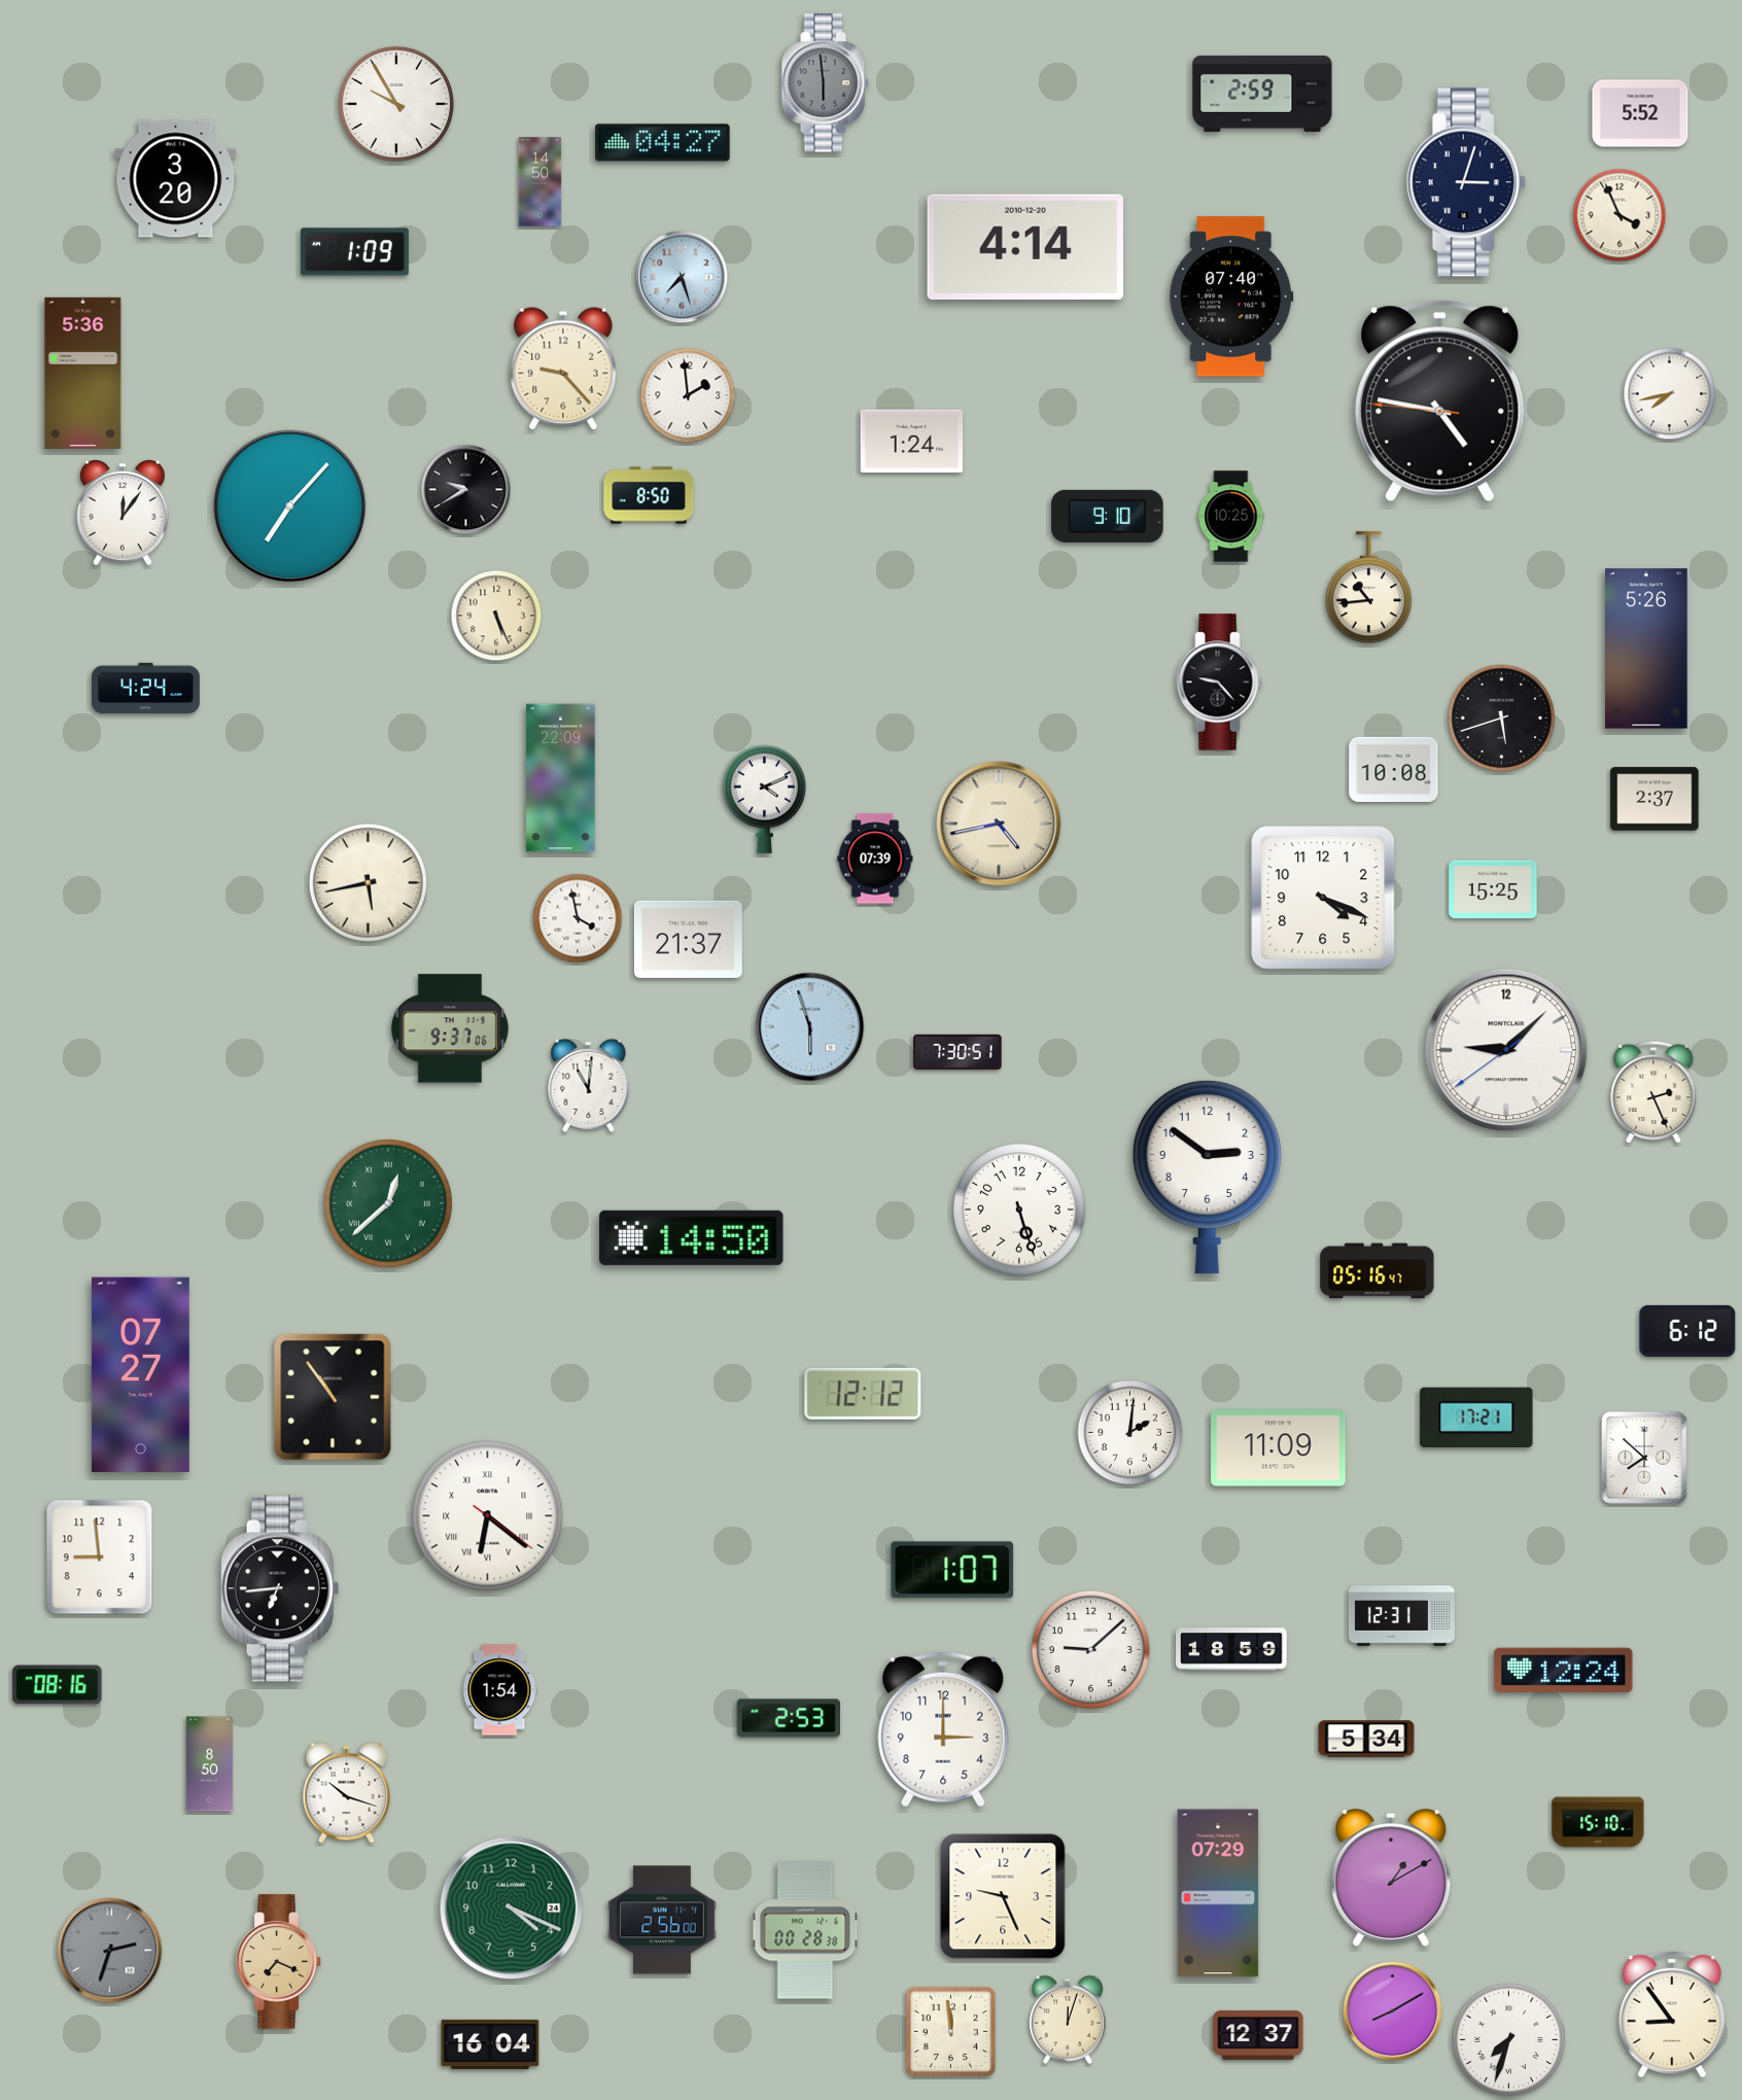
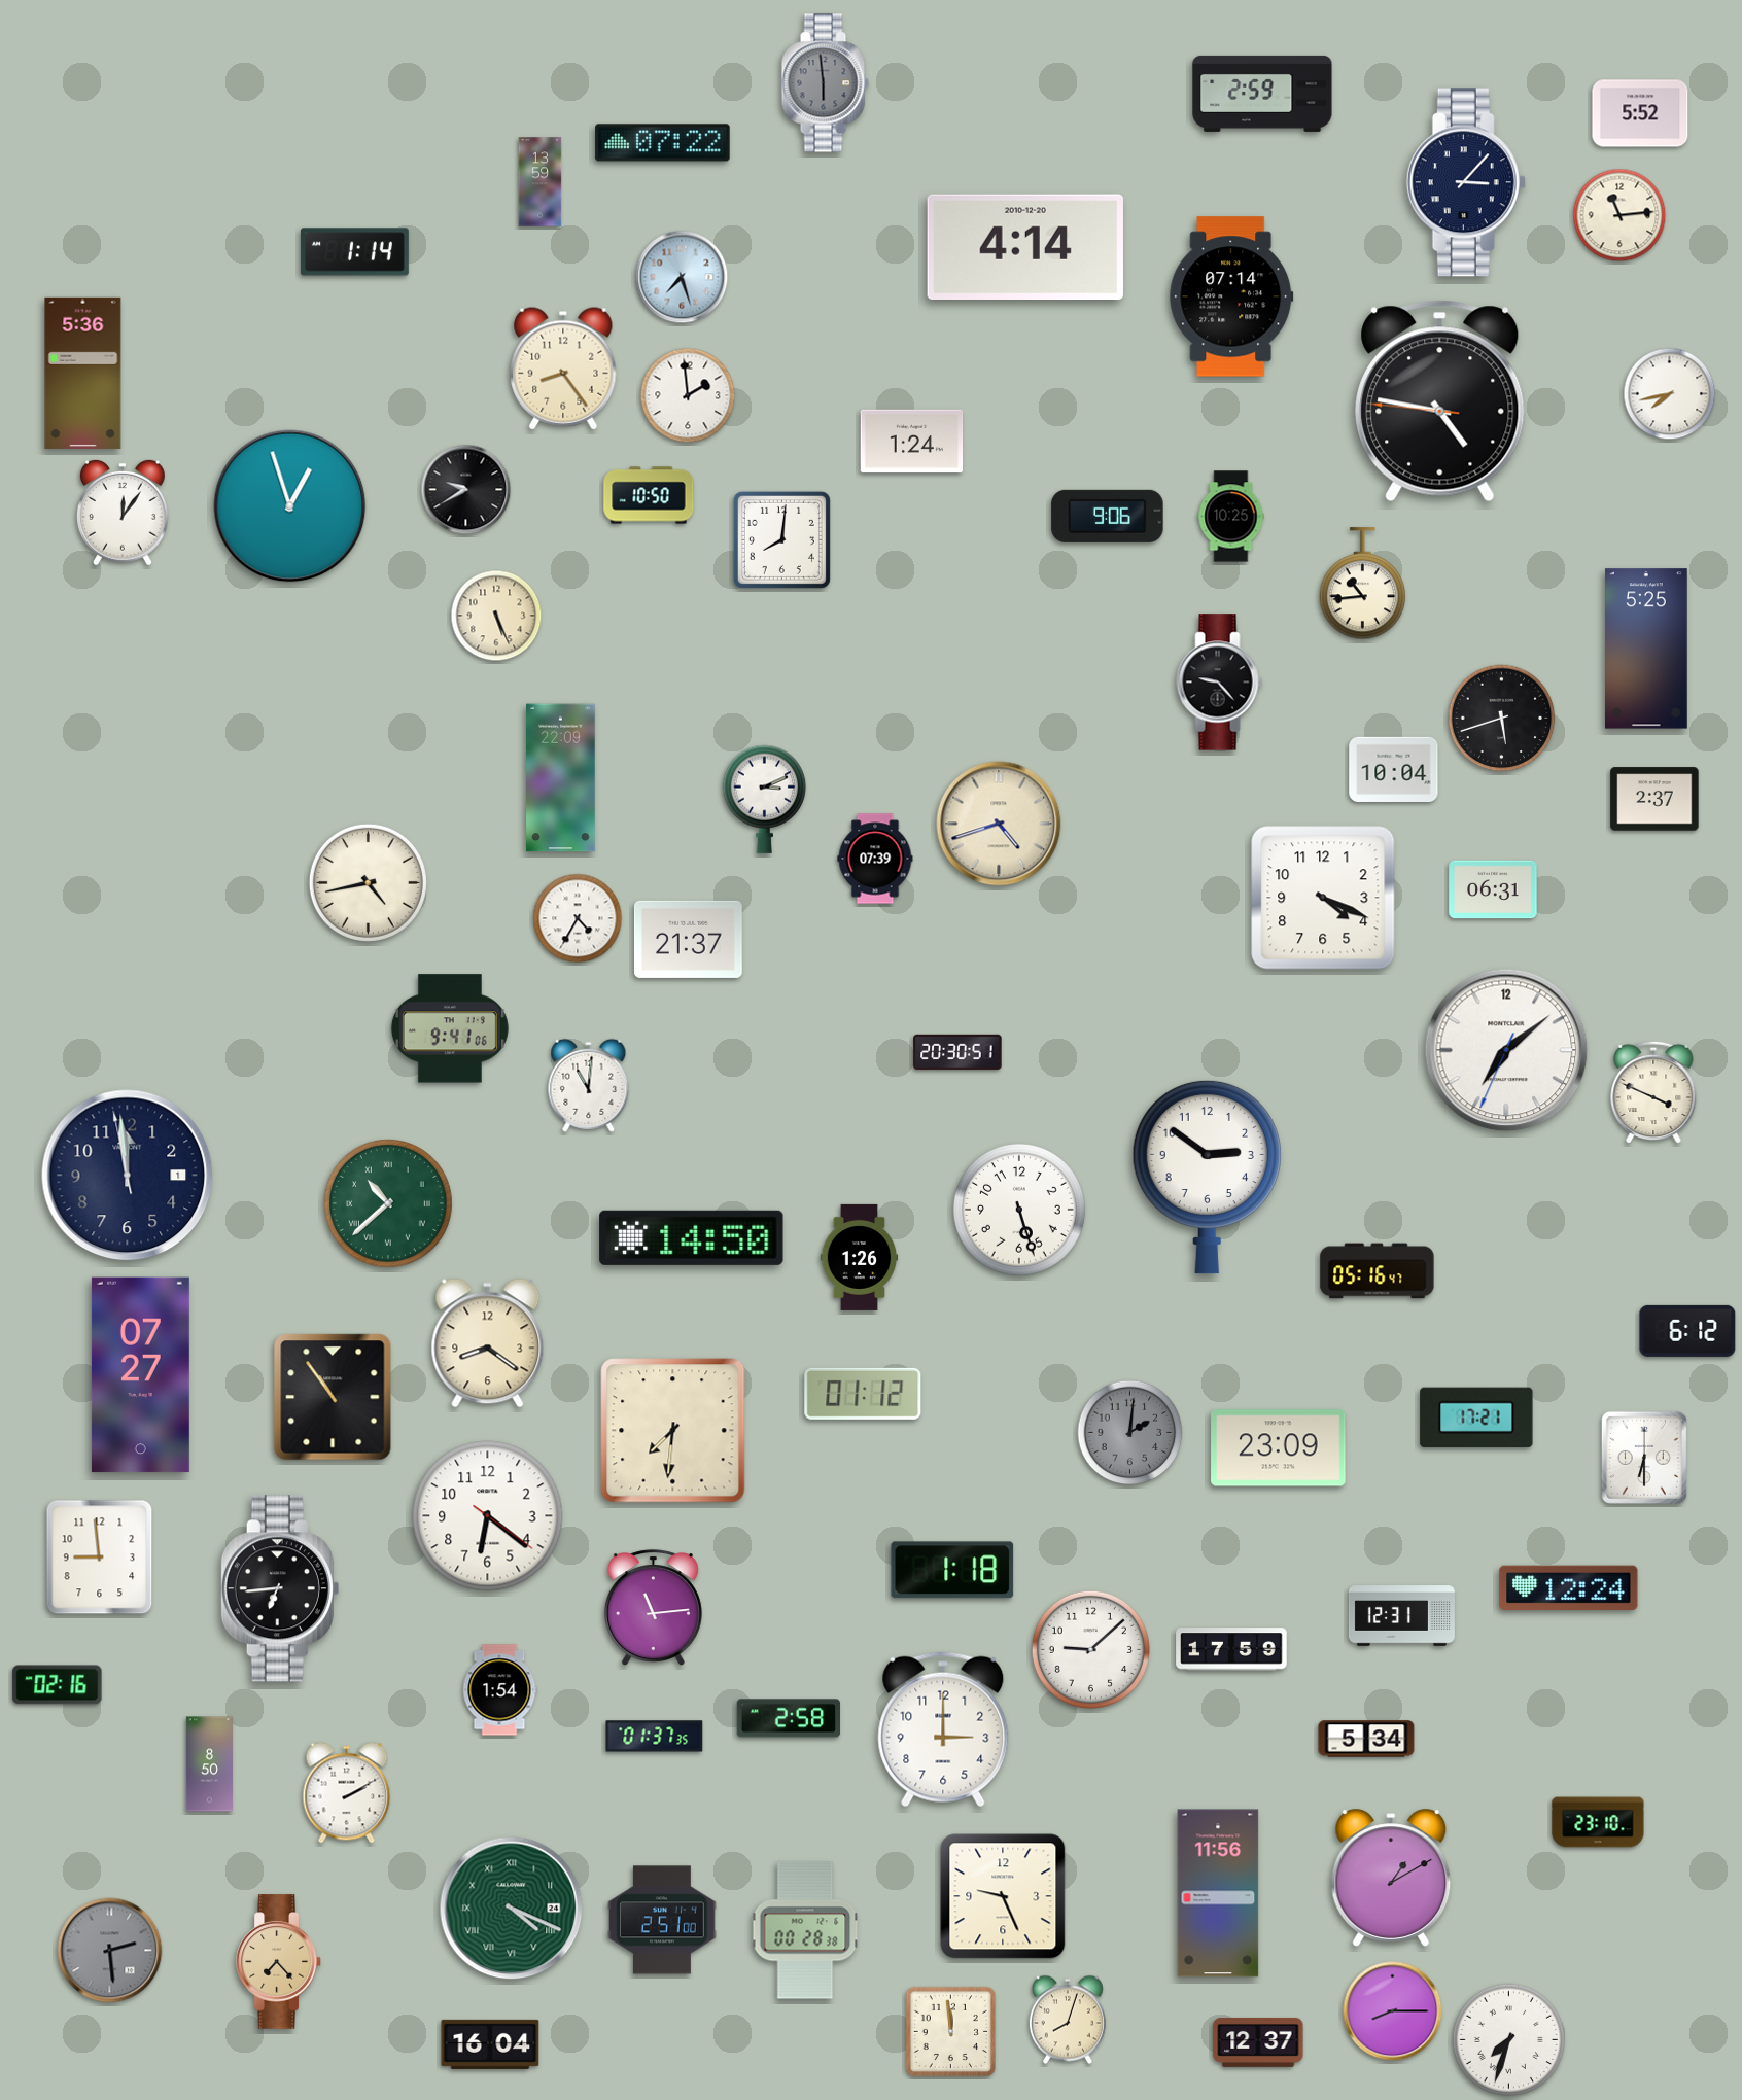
clock at (396, 104): 9:55 -> none
clock at (663, 143): 04:27 -> 07:22
clock at (176, 179): 3:20 -> none
clock at (541, 182): 14:50 -> 13:59
clock at (1466, 182): 3:03 -> 3:07
clock at (1619, 215): 3:56 -> 11:14
clock at (354, 252): 1:09 -> 1:14
clock at (1231, 296): 07:40 -> 07:14
clock at (563, 369): 9:23 -> 8:24
clock at (649, 495): 8:50 -> 10:50
clock at (290, 506): 7:07 -> 12:57
clock at (1108, 516): 9:10 -> 9:06
clock at (781, 539): none -> 8:01
clock at (1368, 588) position: (1368, 588) -> (1362, 584)
clock at (1646, 649): 5:26 -> 5:25
clock at (146, 689): 4:24 -> none
clock at (1394, 769): 10:08 -> 10:04
clock at (765, 799): 4:11 -> 3:11
clock at (999, 824): 4:43 -> 4:42
clock at (368, 882): 5:43 -> 4:43
clock at (1493, 889): 15:25 -> 06:31
clock at (578, 918): 3:58 -> 4:35
clock at (810, 1027): 5:57 -> none
clock at (450, 1028): 9:37 -> 9:41
clock at (1506, 1050): 9:07 -> 7:08
clock at (957, 1052): 7:30 -> 20:30
clock at (1653, 1092): 2:26 -> 3:49
clock at (128, 1176): none -> 11:58
clock at (388, 1203): 12:38 -> 10:38
clock at (860, 1257): none -> 1:26
clock at (488, 1343): none -> 8:21
clock at (863, 1394): 12:12 -> 01:12
clock at (673, 1431): none -> 7:31
clock at (1130, 1433) dial: white -> grey
clock at (1279, 1448): 11:09 -> 23:09
clock at (1644, 1458): 7:52 -> 6:30
clock at (488, 1516) numerals: Roman -> Arabic
clock at (952, 1570): 1:07 -> 1:18
clock at (653, 1608): none -> 11:14
clock at (1231, 1649): 18:59 -> 17:59
clock at (1564, 1671) position: (1564, 1671) -> (1569, 1588)
clock at (58, 1685): 08:16 -> 02:16
clock at (788, 1718): 2:53 -> 2:58
clock at (655, 1737): none -> 01:37
clock at (347, 1793): 10:18 -> 2:10
clock at (1598, 1822): 15:10 -> 23:10
clock at (1218, 1893): 07:29 -> 11:56
clock at (512, 1909) numerals: Arabic -> Roman
clock at (663, 1920): 2:56 -> 2:51
clock at (110, 1951): 2:33 -> 2:29
clock at (279, 1962): 7:19 -> 7:23
clock at (1393, 2011): 8:10 -> 8:15
clock at (1672, 2015): 8:54 -> none
clock at (1068, 2020): 12:03 -> 8:03
clock at (1258, 2035) position: (1258, 2035) -> (1258, 2042)
